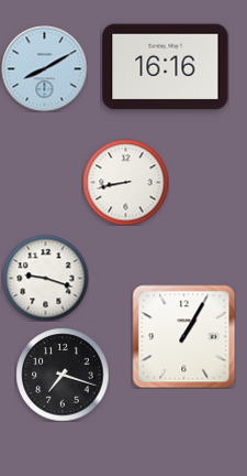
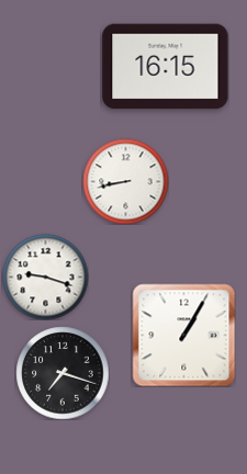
clock at (166, 67): 16:16 -> 16:15
clock at (44, 68): 8:10 -> none
